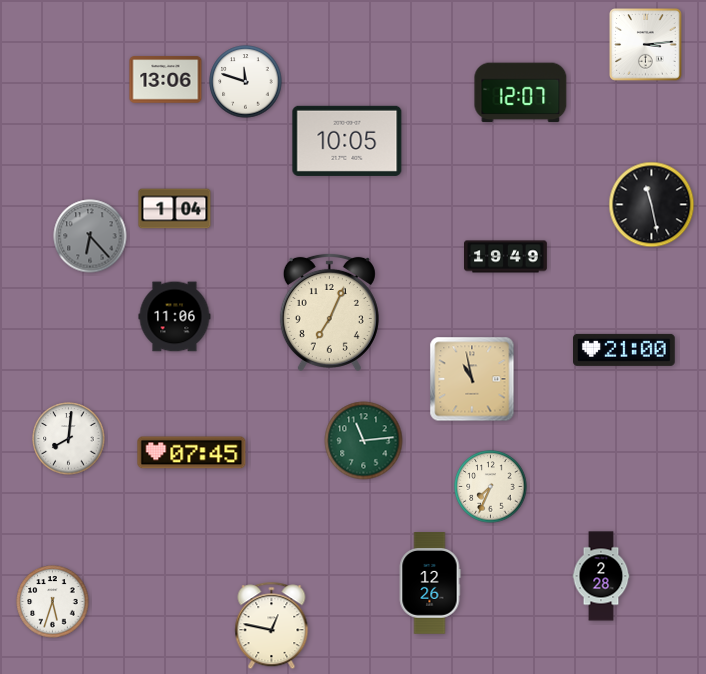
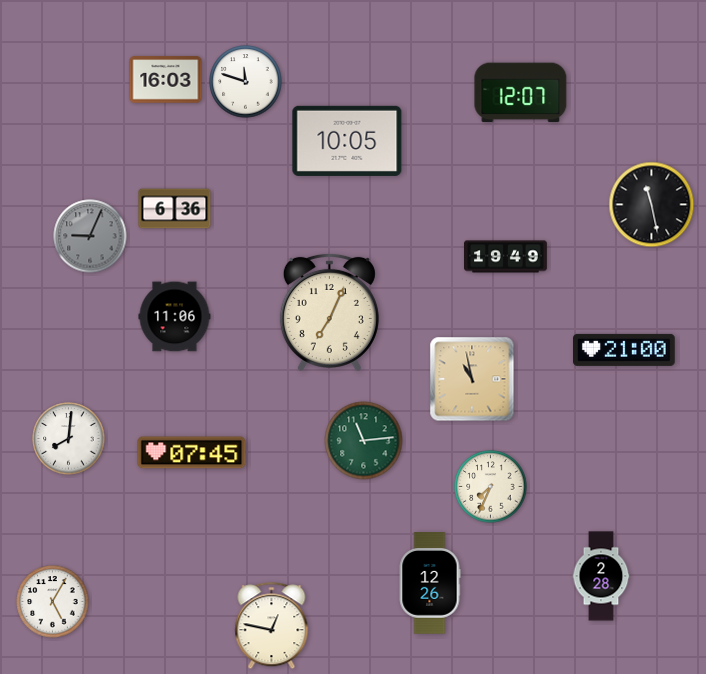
clock at (646, 45): 3:14 -> none
clock at (166, 80): 13:06 -> 16:03
clock at (175, 209): 1:04 -> 6:36
clock at (90, 236): 6:23 -> 9:04
clock at (53, 602): 5:33 -> 5:05
